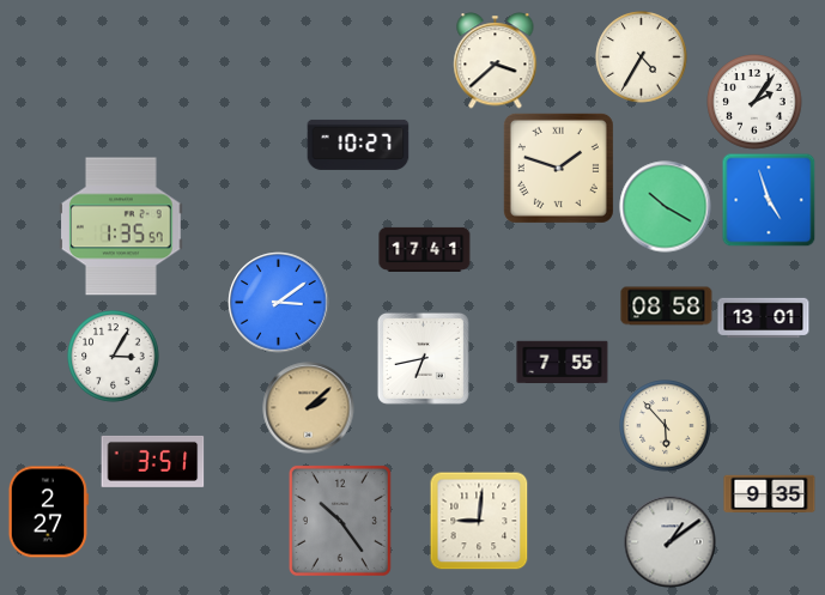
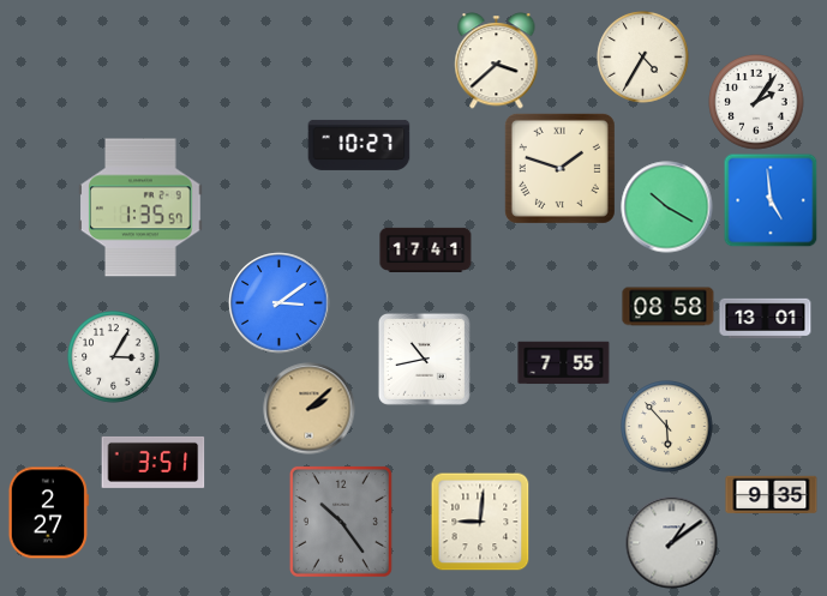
clock at (769, 200): 4:57 -> 4:59
clock at (121, 226) position: (121, 226) -> (140, 207)
clock at (423, 358): 6:43 -> 10:43
